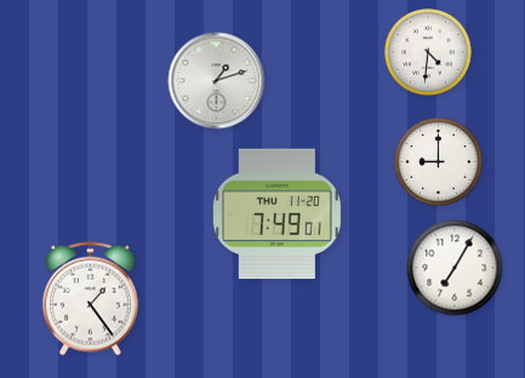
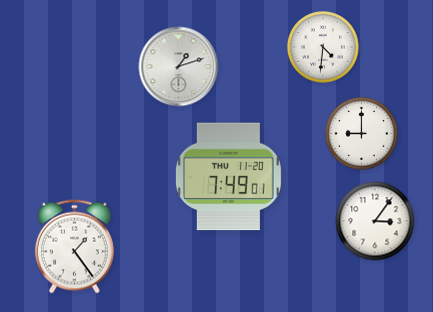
clock at (428, 52) position: (428, 52) -> (323, 47)
clock at (455, 268): 7:05 -> 3:06
